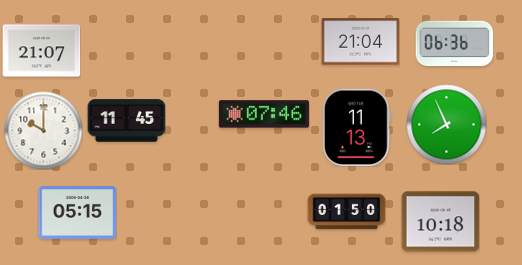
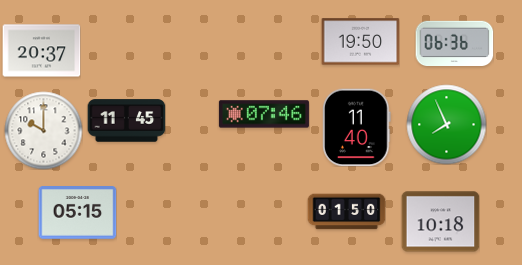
clock at (360, 42): 21:04 -> 19:50
clock at (41, 51): 21:07 -> 20:37
clock at (357, 127): 11:13 -> 11:40
